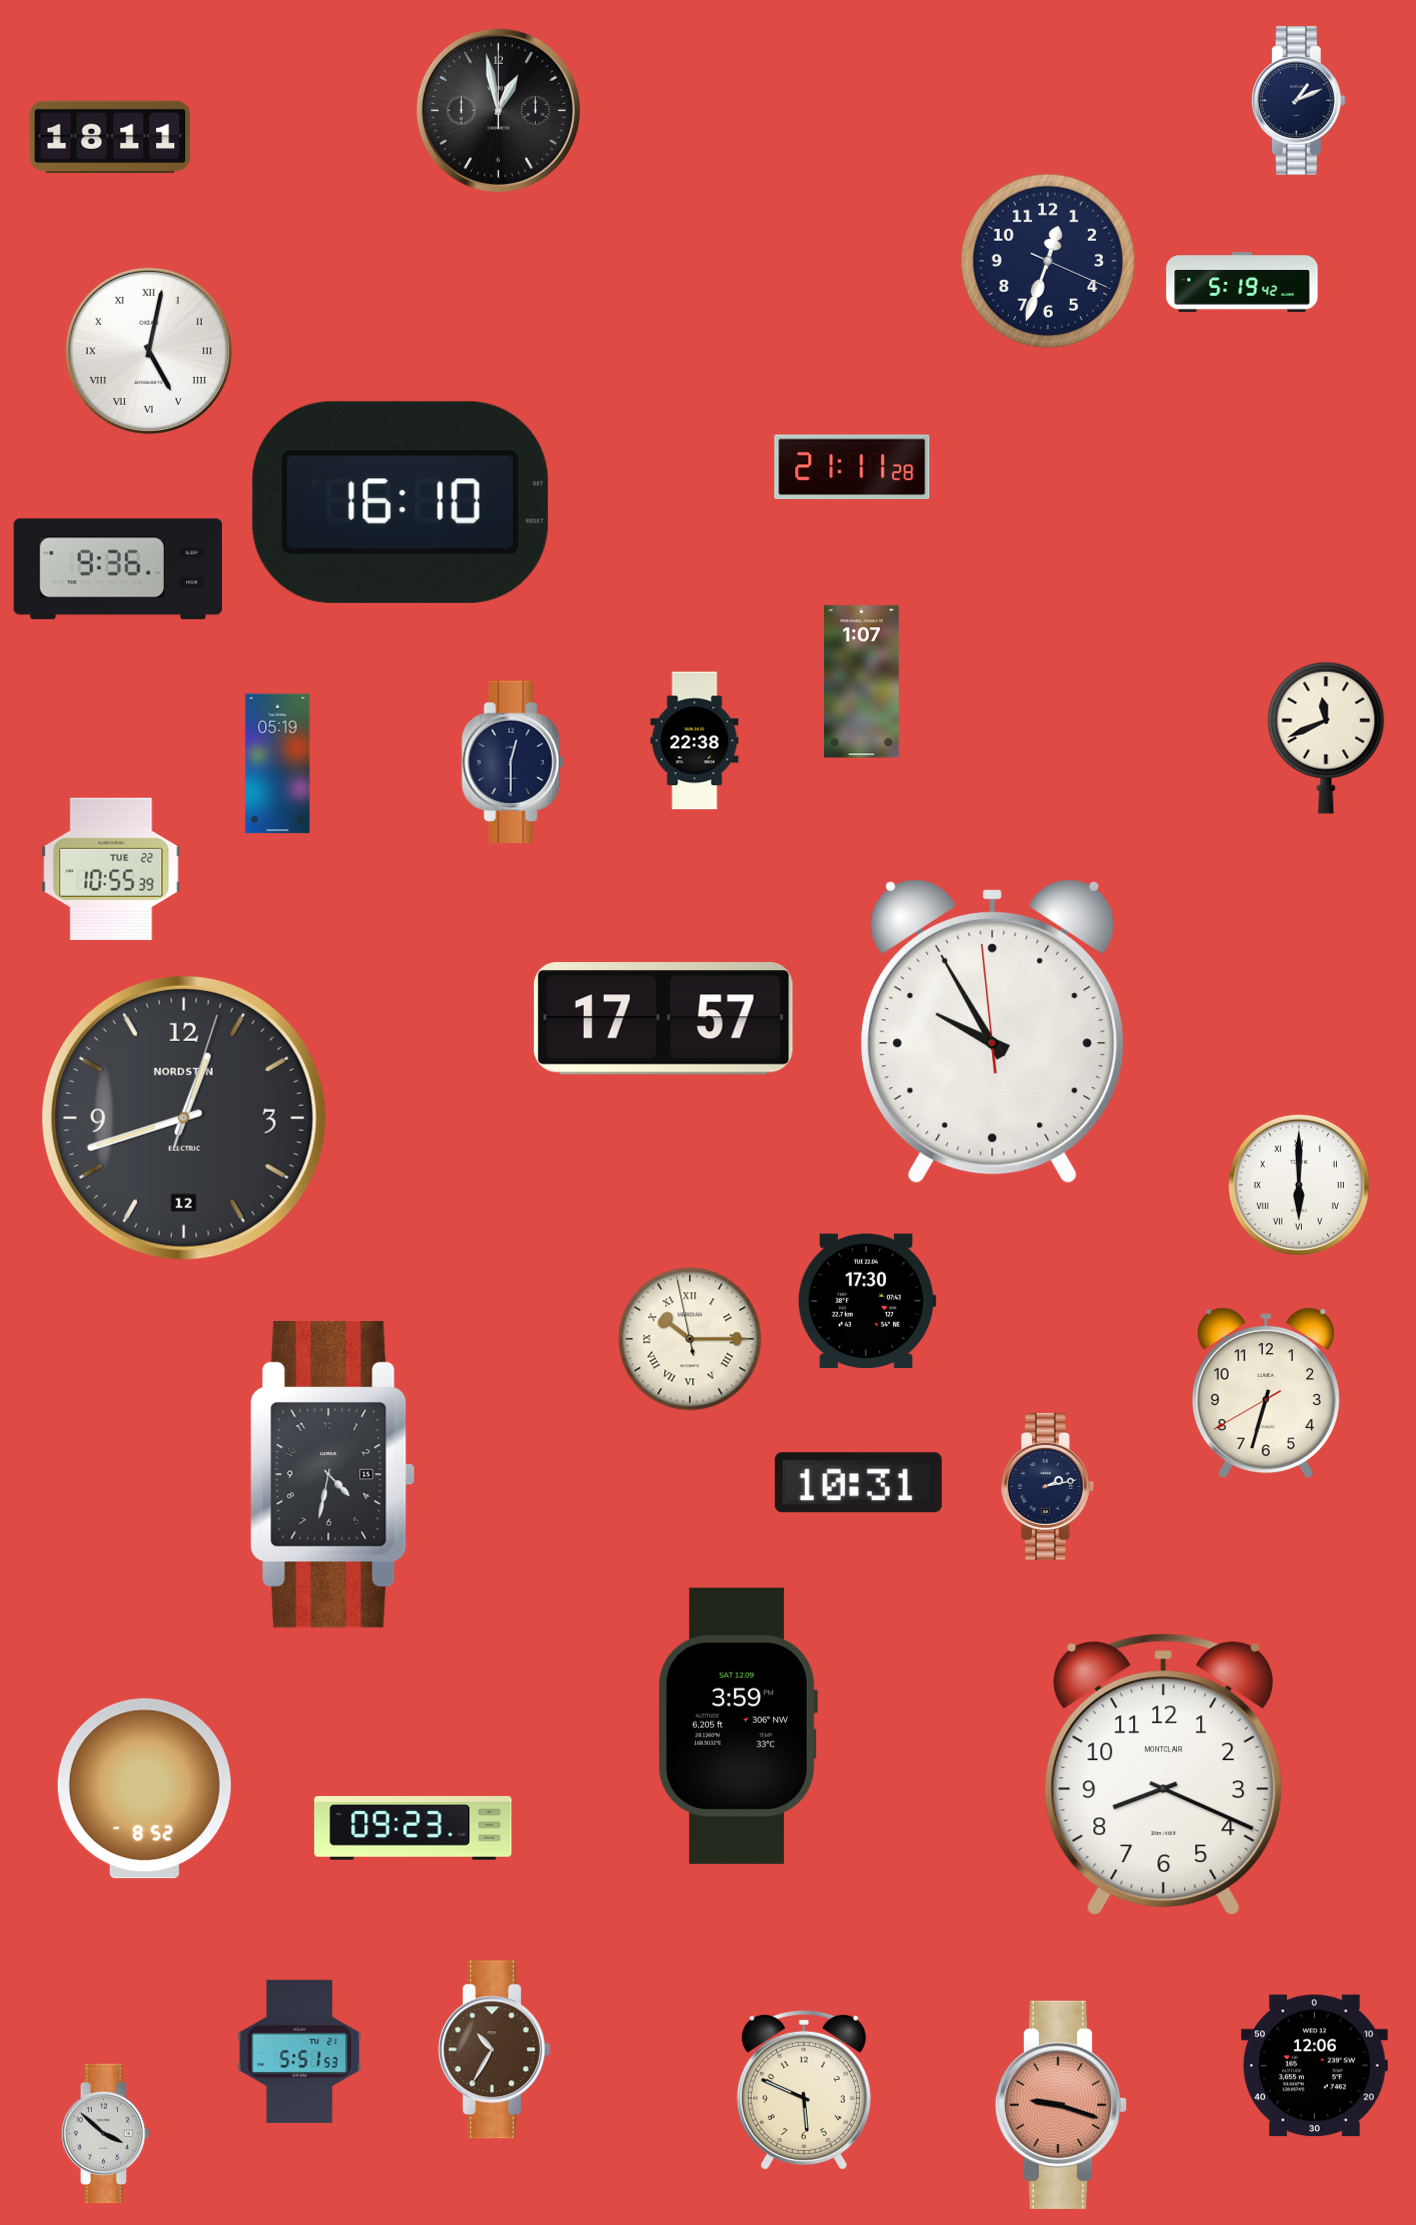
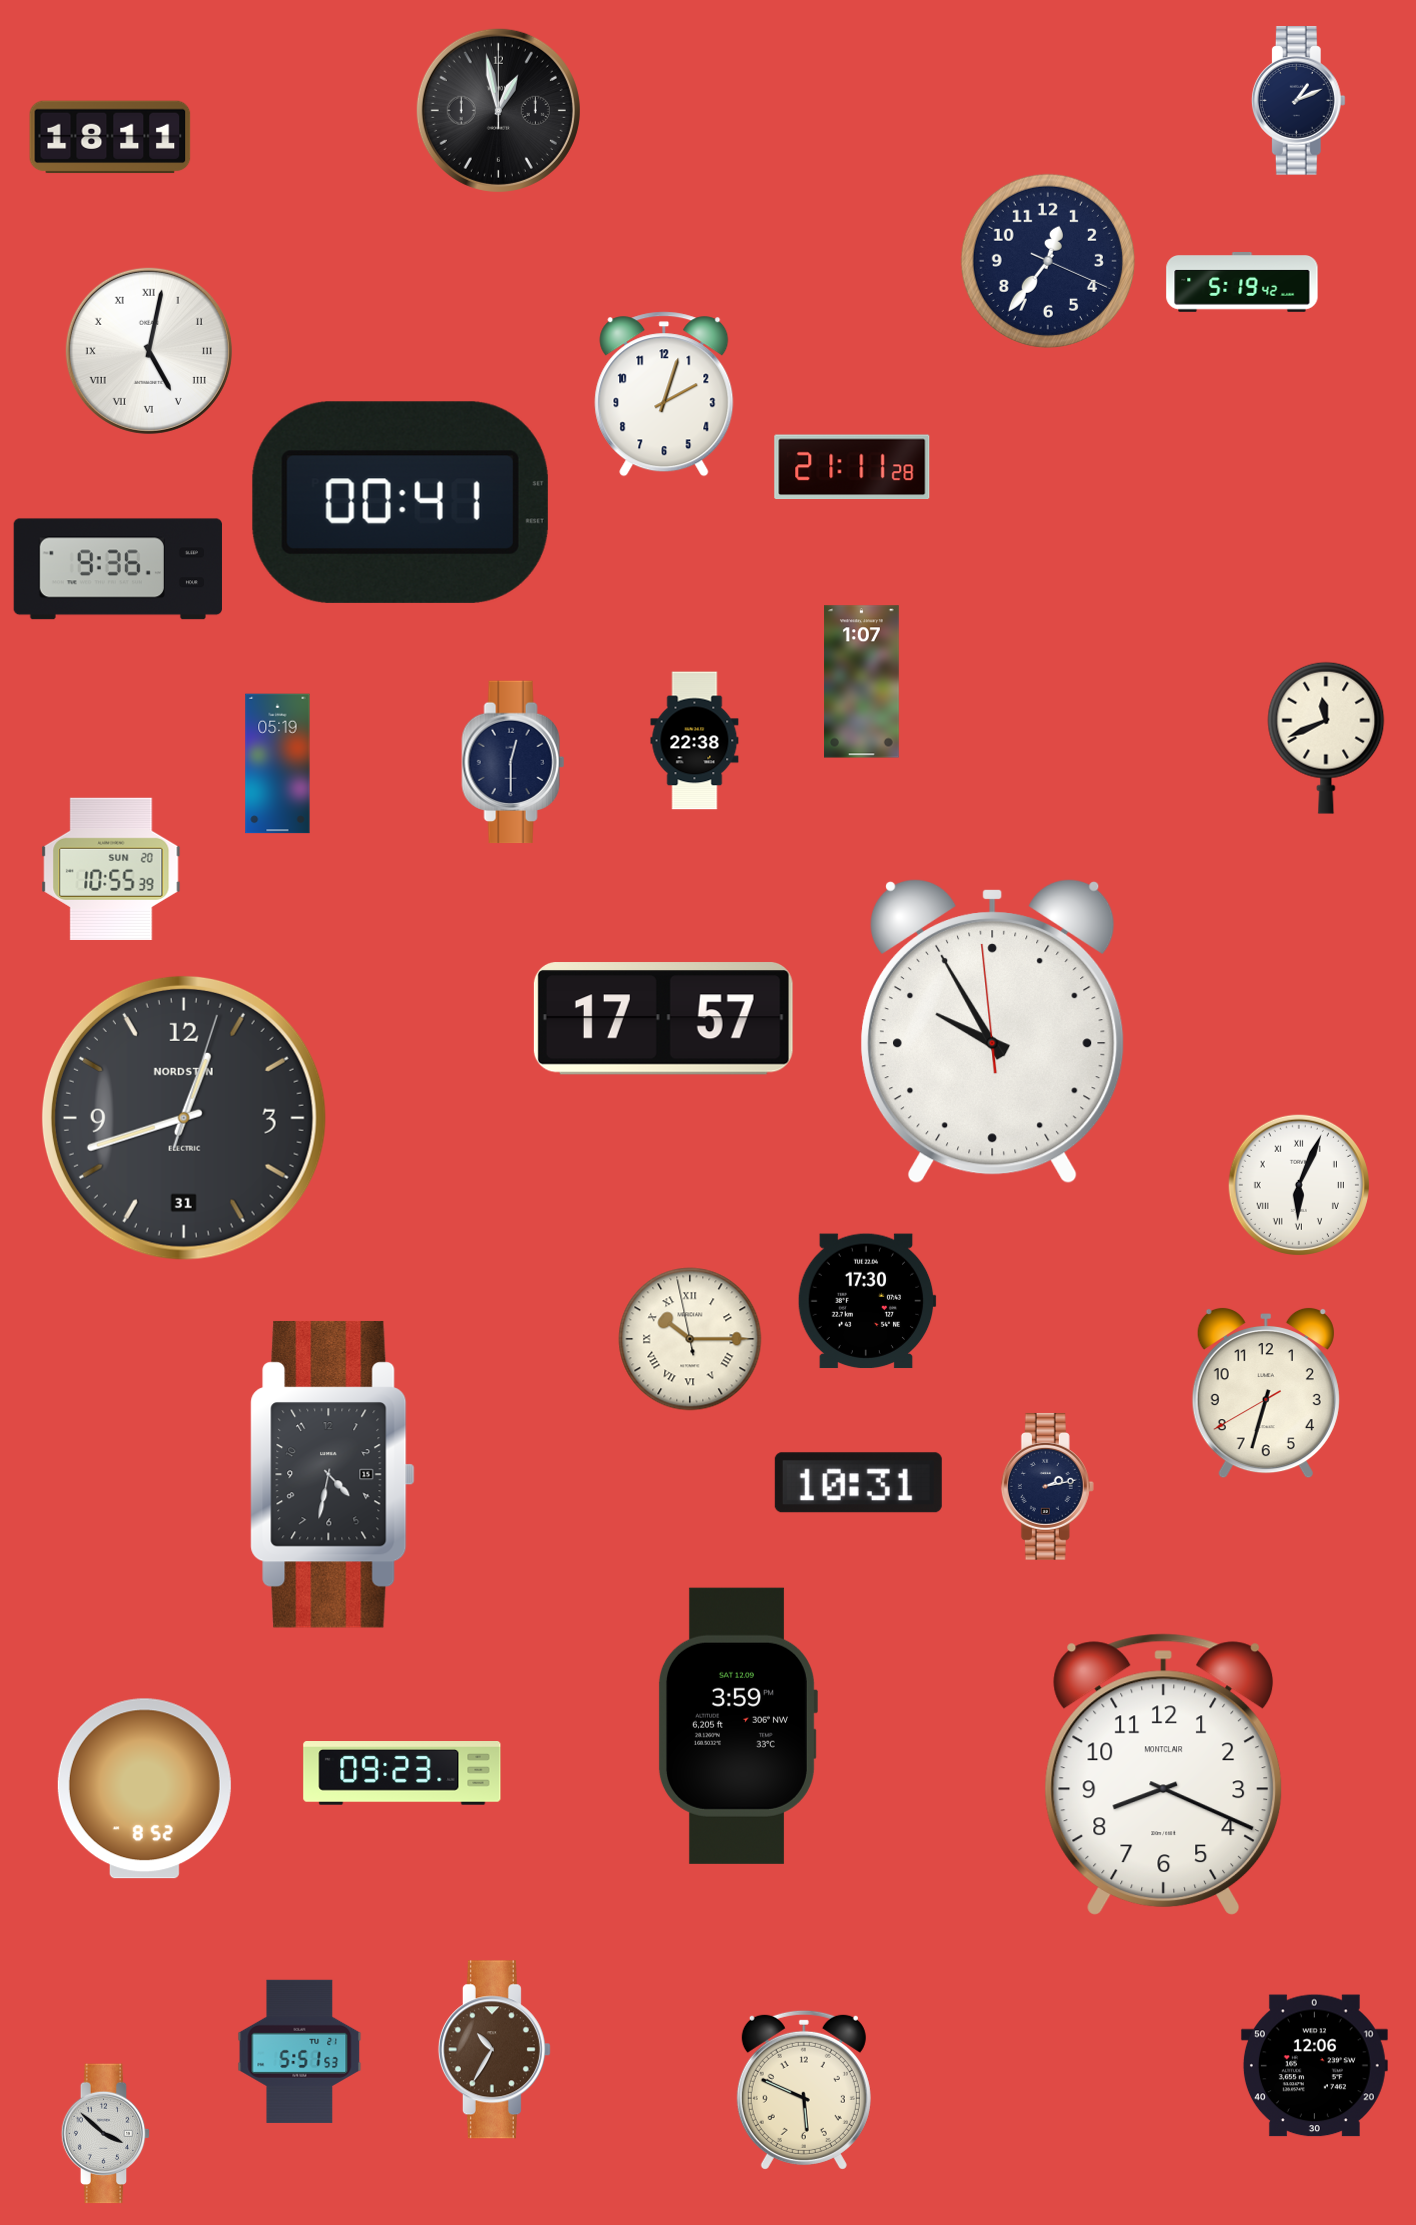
clock at (1048, 261): 12:33 -> 12:36
clock at (664, 394): none -> 2:03
clock at (400, 502): 16:10 -> 00:41
clock at (111, 869) date: TUE 22 -> SUN 20
clock at (184, 1118) date: 12 -> 31
clock at (1299, 1185): 6:00 -> 6:04
clock at (413, 1829) position: (413, 1829) -> (402, 1774)
clock at (1061, 2105): 9:18 -> none
